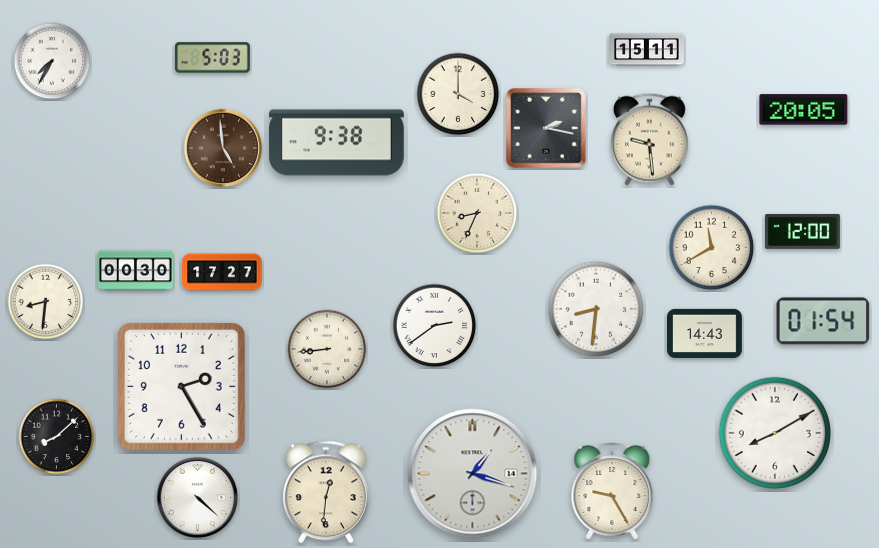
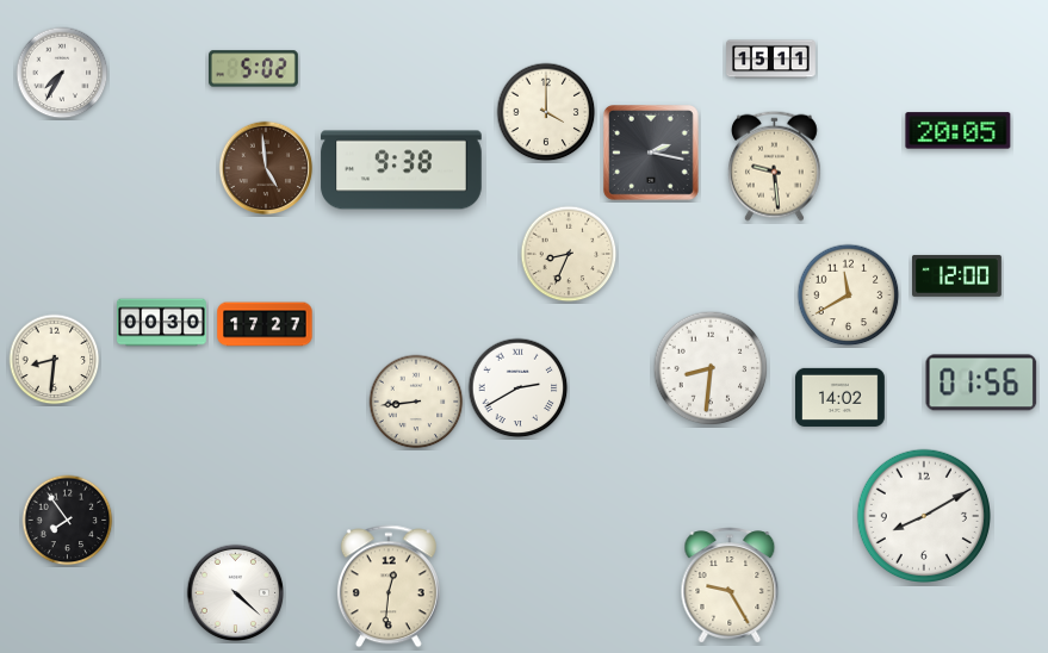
clock at (213, 58): 5:03 -> 5:02
clock at (223, 148) position: (223, 148) -> (266, 168)
clock at (823, 321): 01:54 -> 01:56
clock at (435, 326): 2:39 -> 2:40
clock at (705, 333): 14:43 -> 14:02
clock at (327, 349) position: (327, 349) -> (416, 402)
clock at (181, 386): 2:25 -> none
clock at (57, 437): 8:08 -> 7:54
clock at (473, 474): 1:18 -> none
